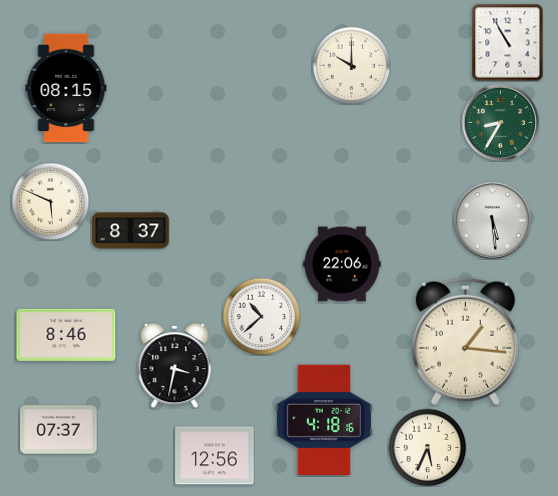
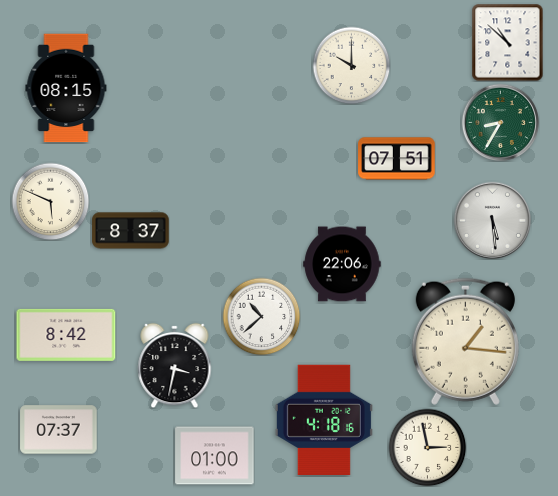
clock at (508, 42): 10:55 -> 10:52
clock at (397, 159): none -> 07:51
clock at (66, 335): 8:46 -> 8:42
clock at (427, 447): 5:34 -> 2:58
clock at (215, 456): 12:56 -> 01:00
